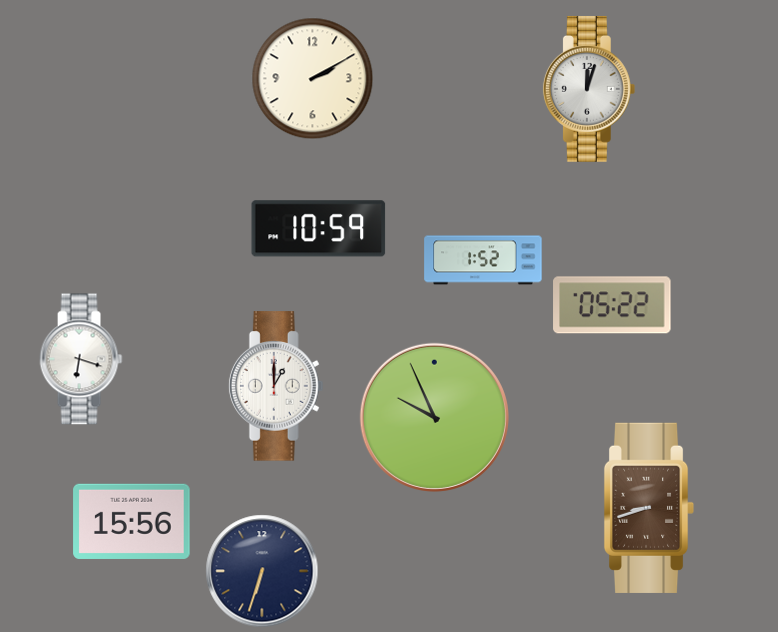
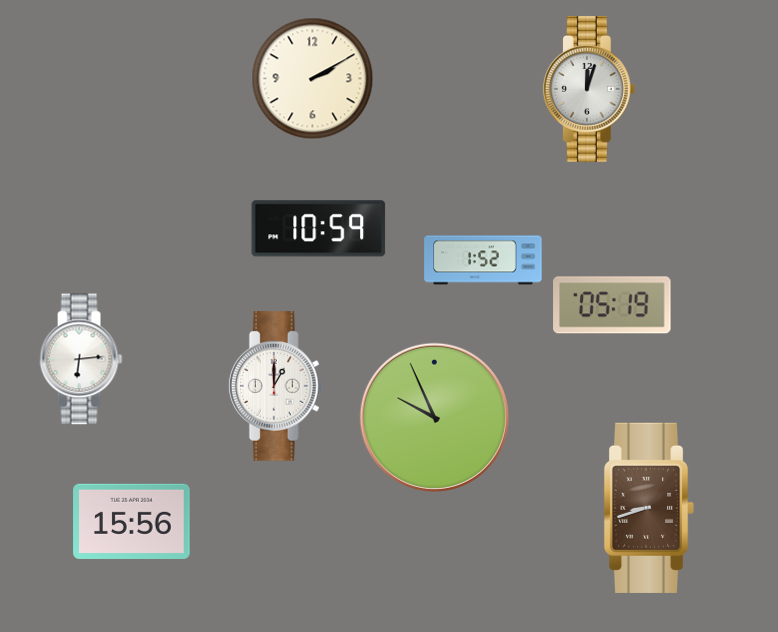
clock at (612, 305): 05:22 -> 05:19
clock at (81, 359): 6:18 -> 6:14
clock at (262, 571): 6:33 -> none
